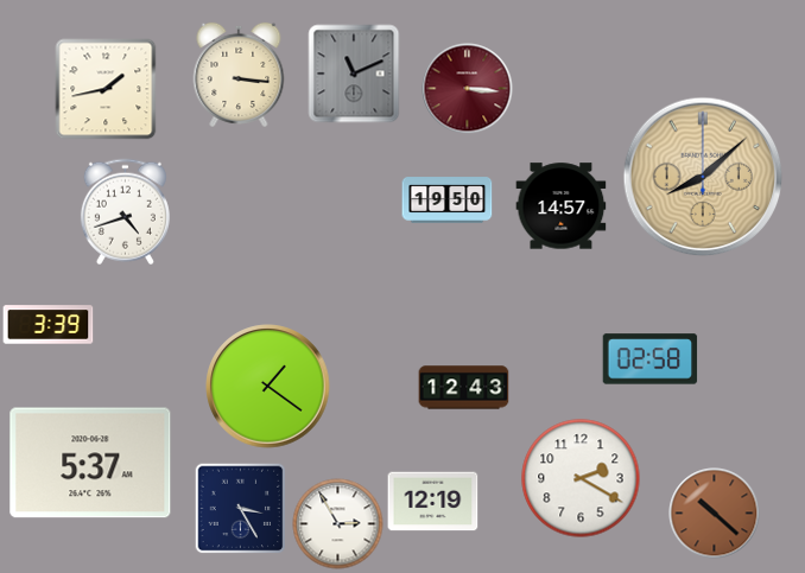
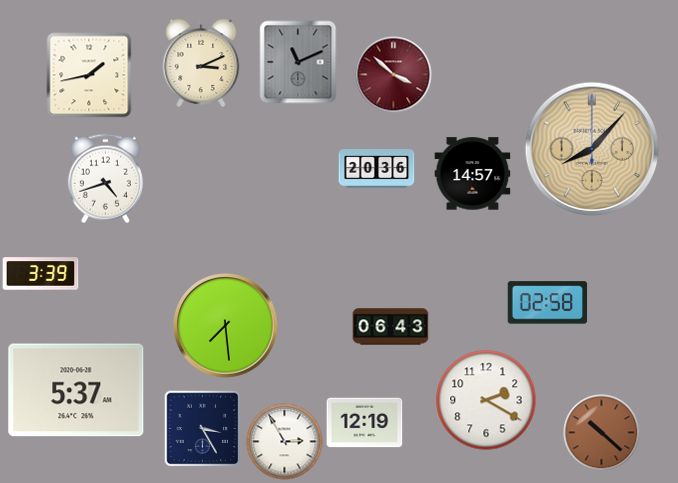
clock at (239, 75): 3:16 -> 3:11
clock at (468, 89): 3:16 -> 3:52
clock at (703, 177): 8:08 -> 8:07
clock at (448, 200): 19:50 -> 20:36
clock at (268, 387): 1:21 -> 7:29
clock at (464, 388): 12:43 -> 06:43
clock at (581, 478) position: (581, 478) -> (486, 400)
